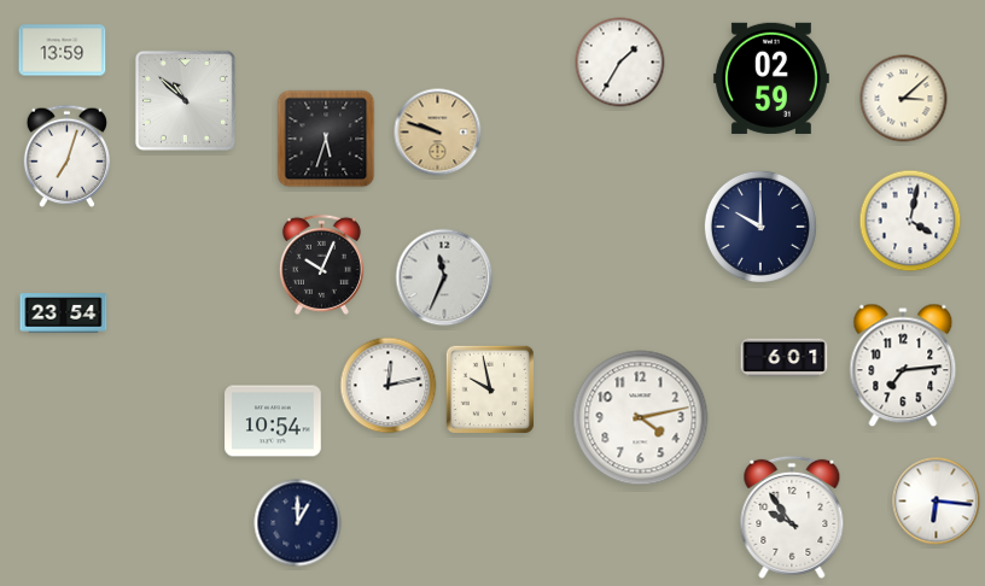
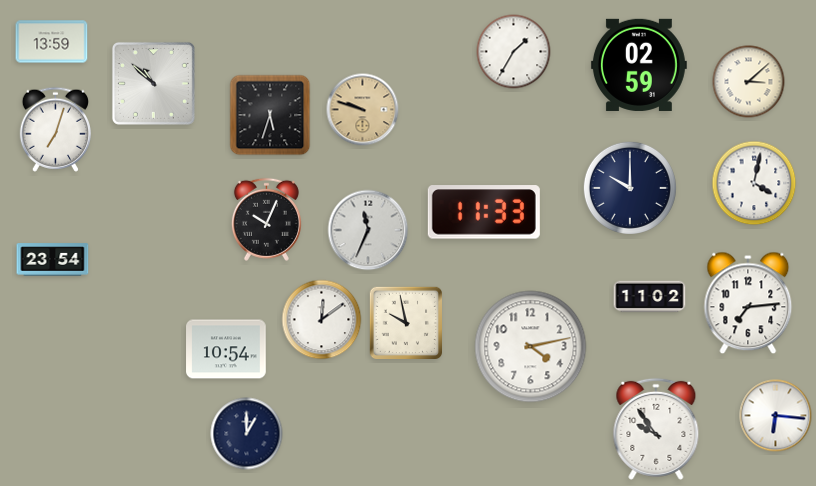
clock at (484, 212): none -> 11:33
clock at (785, 358): 6:01 -> 11:02
clock at (389, 386): 12:13 -> 12:09
